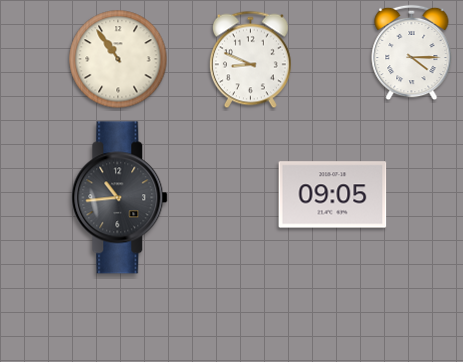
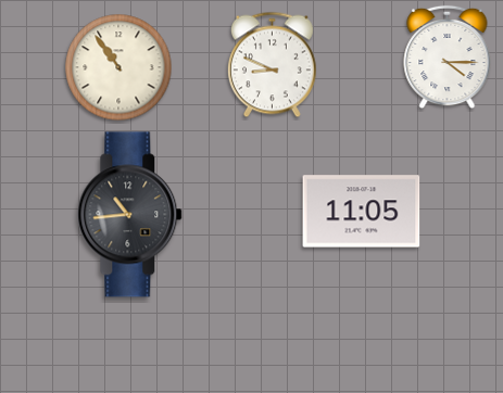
clock at (118, 59) position: (118, 59) -> (118, 67)
clock at (333, 195): 09:05 -> 11:05
